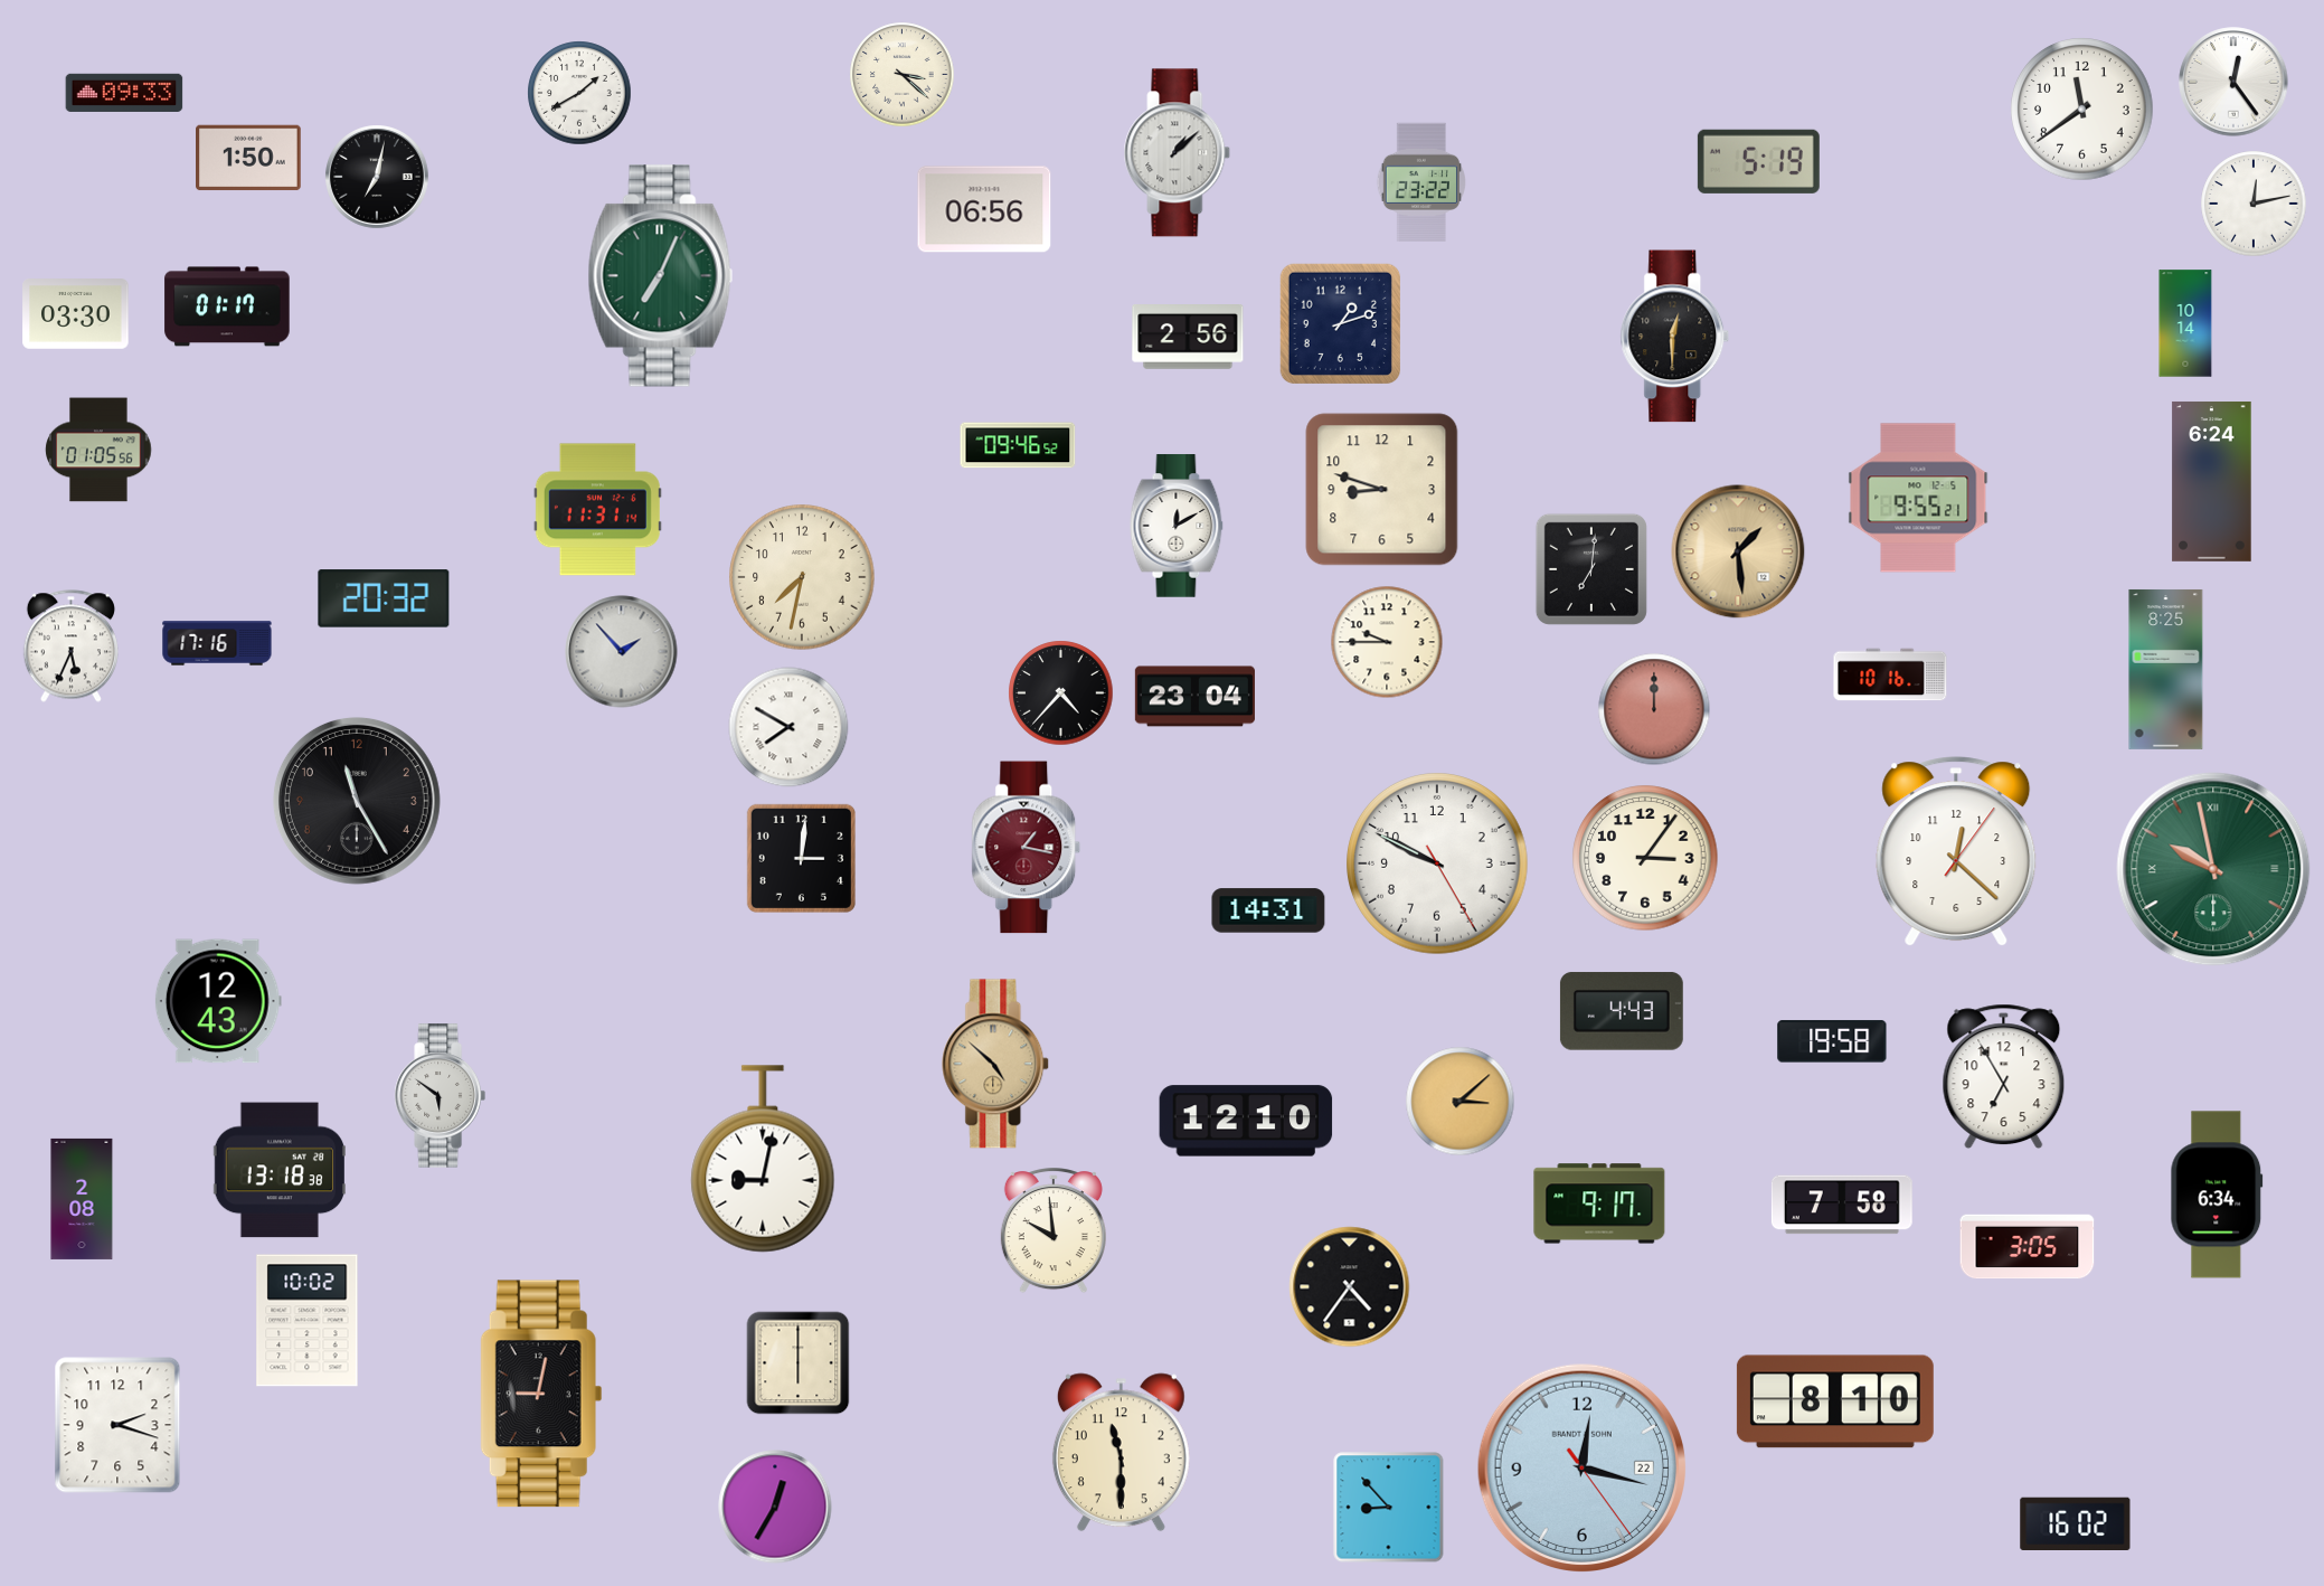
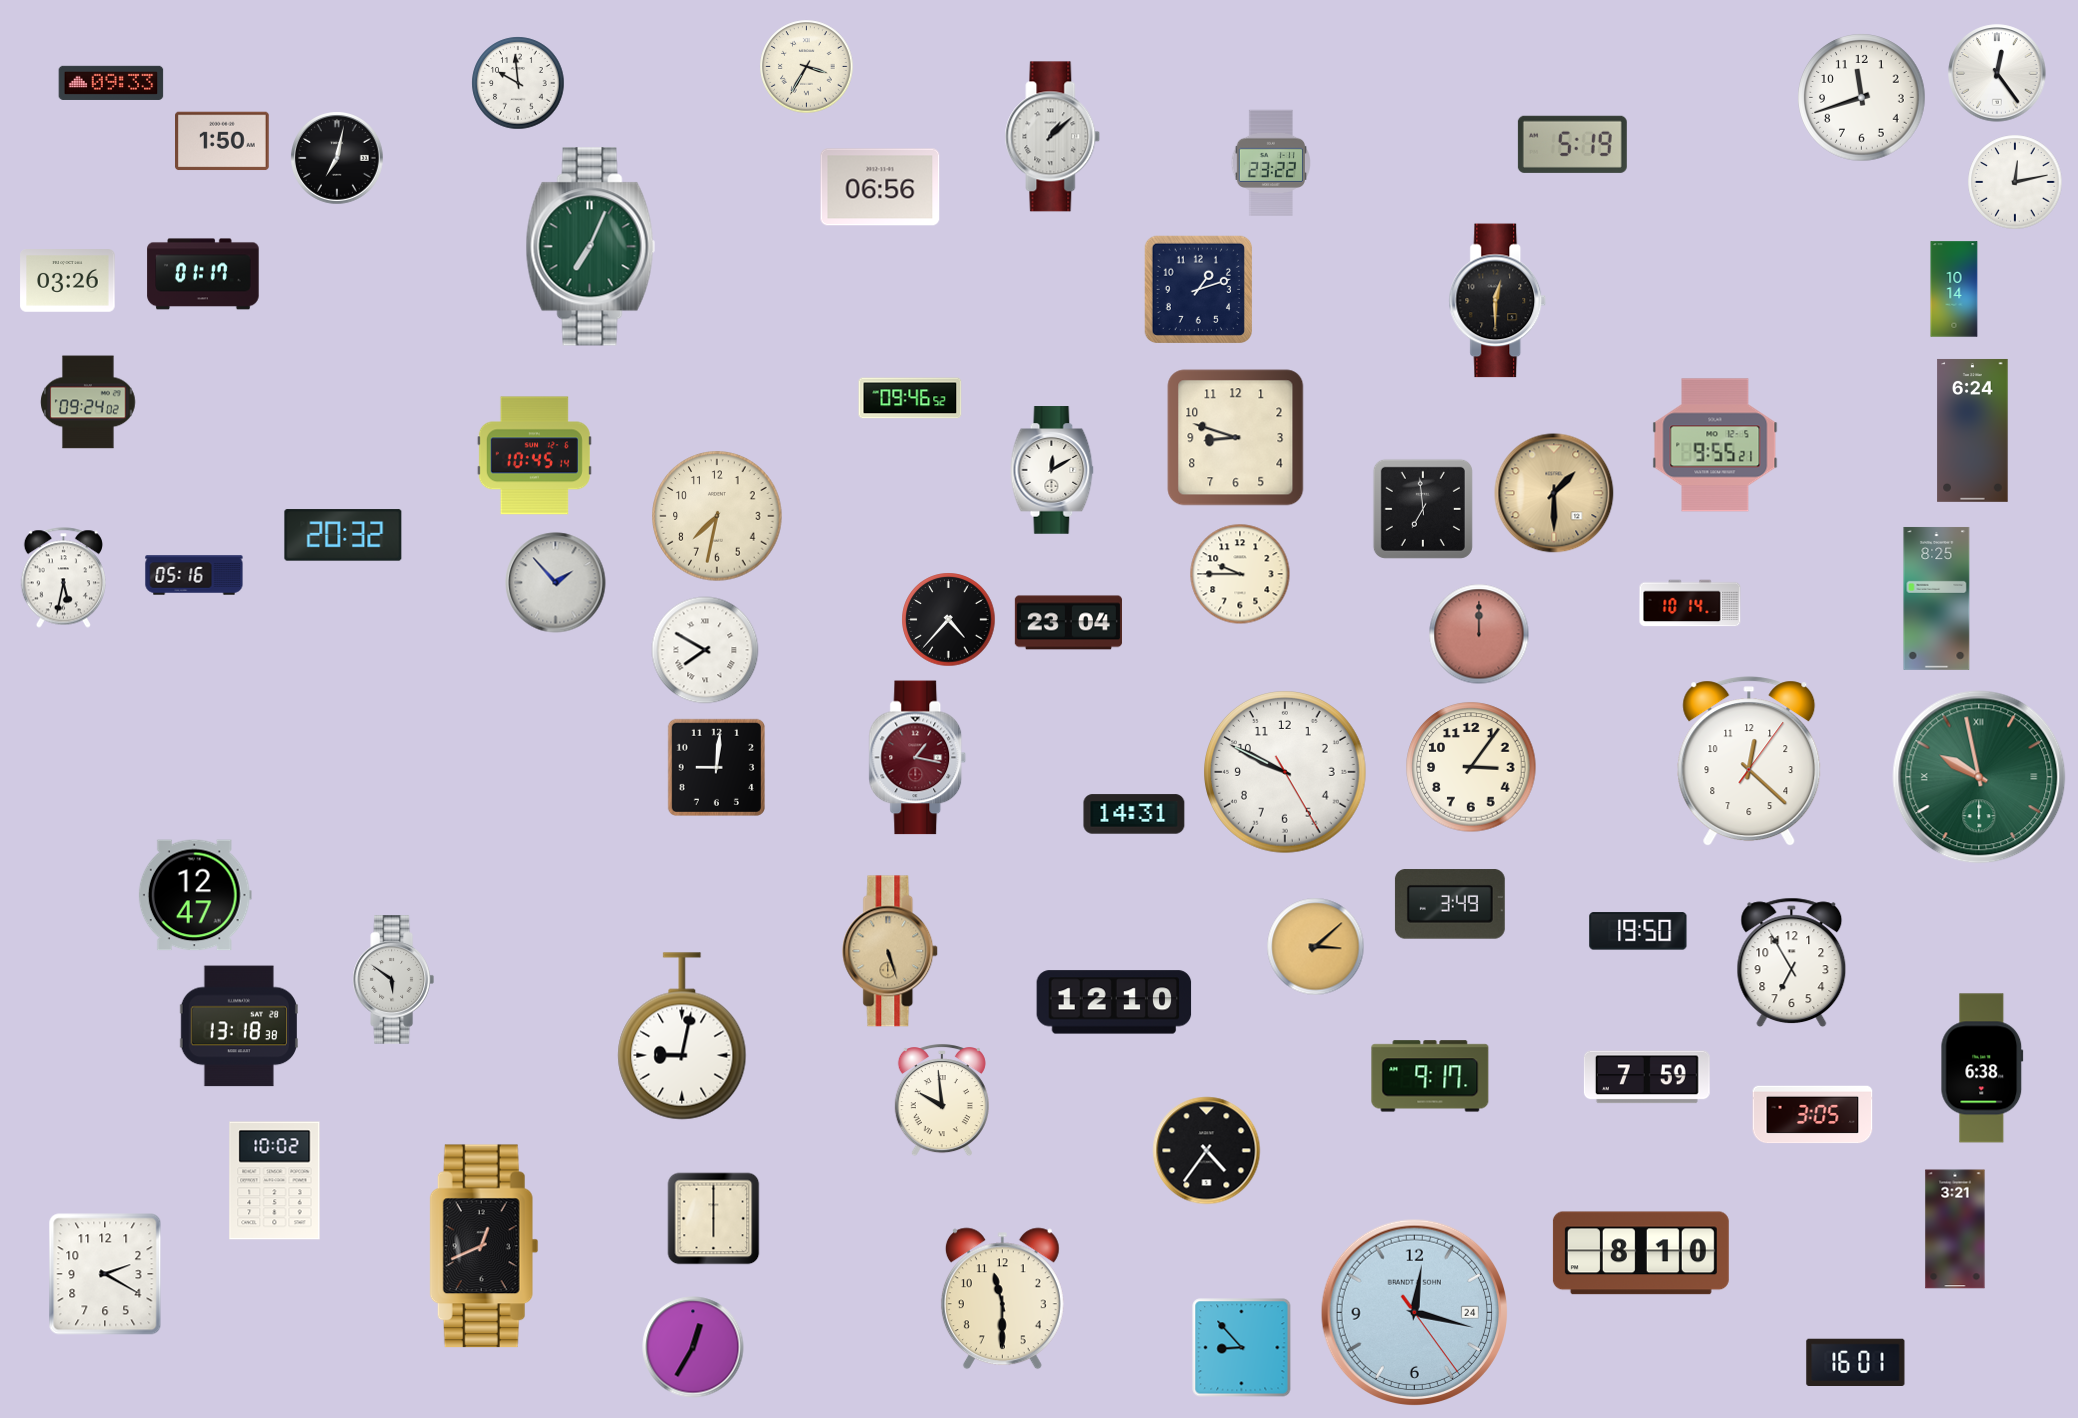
clock at (903, 75): 3:22 -> 3:35
clock at (579, 93): 1:40 -> 9:59
clock at (2082, 110): 11:39 -> 11:42
clock at (76, 314): 03:30 -> 03:26
clock at (1188, 338): 2:56 -> none
clock at (98, 450): 01:05 -> 09:24
clock at (2212, 481) position: (2212, 481) -> (1973, 430)
clock at (597, 510): 11:31 -> 10:45
clock at (1738, 551): 1:29 -> 1:30
clock at (1591, 569): 7:01 -> 6:59
clock at (217, 643): 17:16 -> 05:16
clock at (70, 646): 5:34 -> 5:32
clock at (1890, 674): 10:16 -> 10:14
clock at (357, 801): 11:25 -> none
clock at (801, 858): 3:01 -> 9:01
clock at (218, 1001): 12:43 -> 12:47
clock at (1622, 1011): 4:43 -> 3:49
clock at (1832, 1041): 19:58 -> 19:50
clock at (996, 1064): 4:52 -> 5:27
clock at (1461, 1102) position: (1461, 1102) -> (1316, 947)
clock at (280, 1170) position: (280, 1170) -> (239, 1026)
clock at (2217, 1195): 6:34 -> 6:38
clock at (82, 1199): 2:08 -> none
clock at (1842, 1205): 7:58 -> 7:59
clock at (1955, 1229): none -> 3:21
clock at (541, 1394): 9:02 -> 12:41
clock at (117, 1425): 2:18 -> 2:20
clock at (1581, 1467) date: 22 -> 24
clock at (2076, 1523): 16:02 -> 16:01
